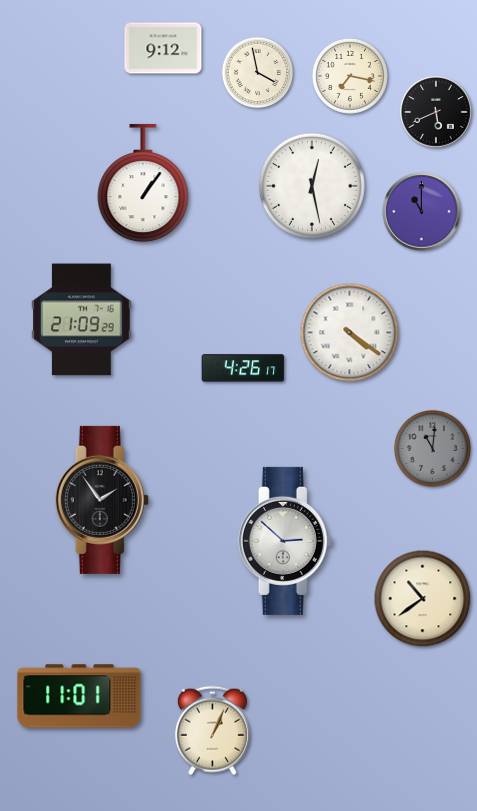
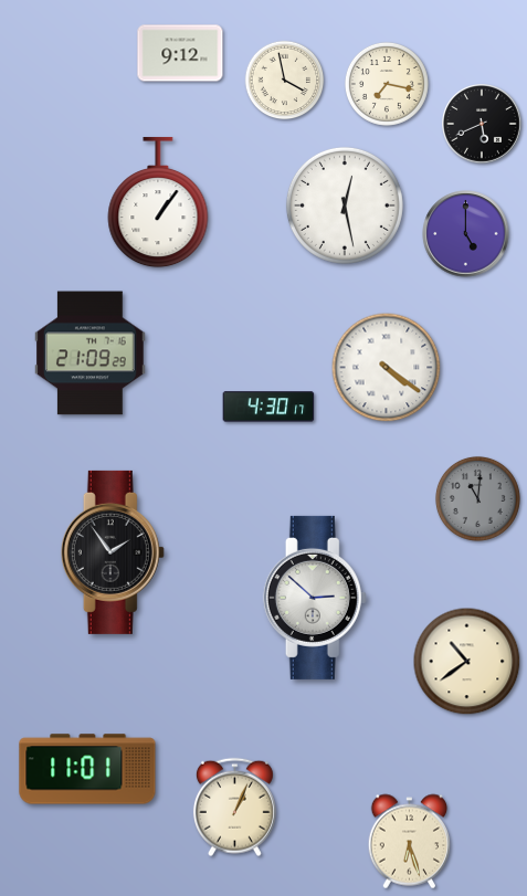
clock at (422, 212): 11:00 -> 5:00
clock at (243, 368): 4:26 -> 4:30
clock at (432, 448) position: (432, 448) -> (477, 498)
clock at (410, 842): none -> 6:27
